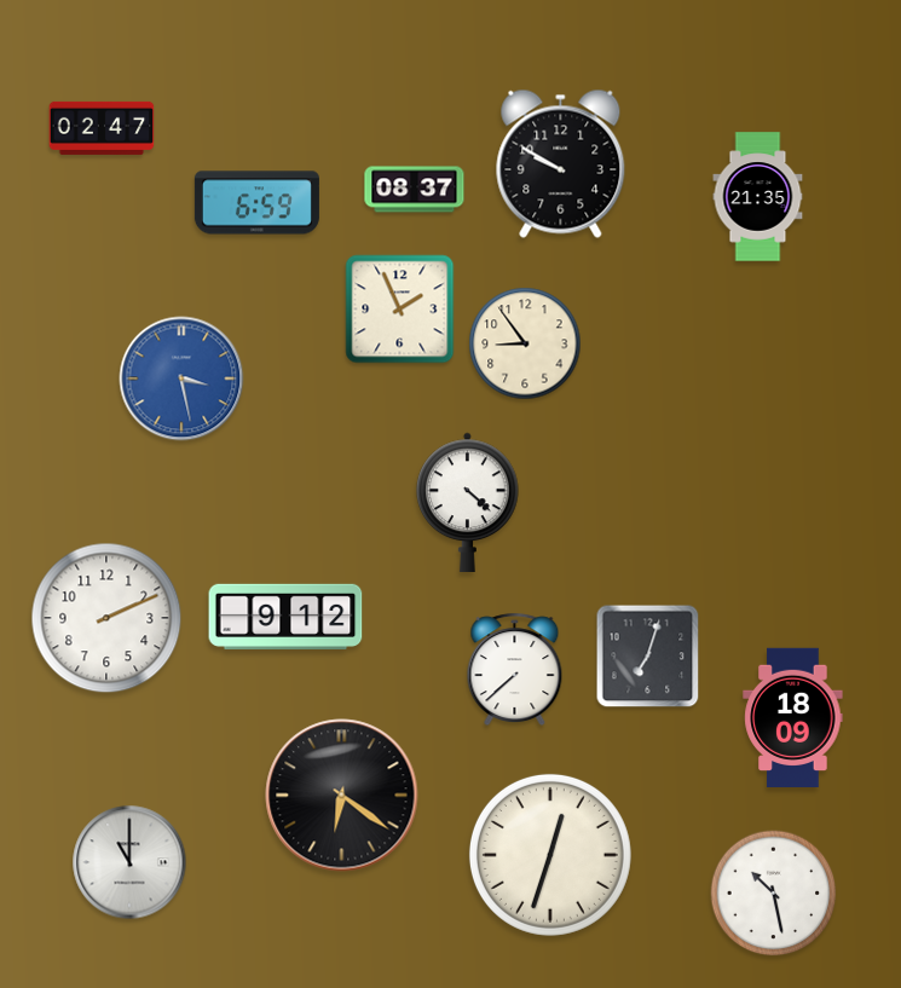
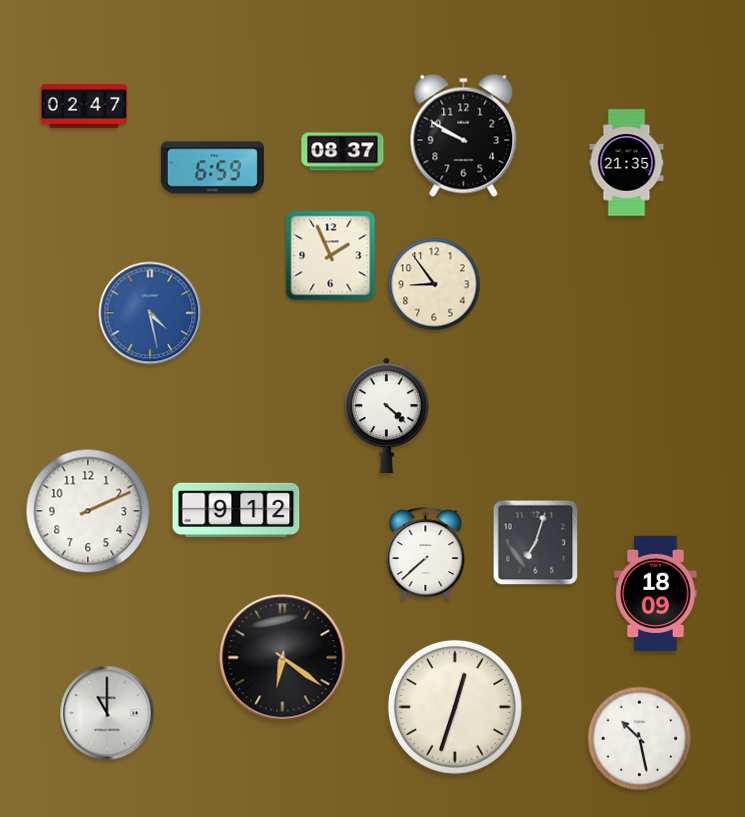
clock at (415, 190) position: (415, 190) -> (343, 152)
clock at (181, 379): 3:28 -> 4:28
